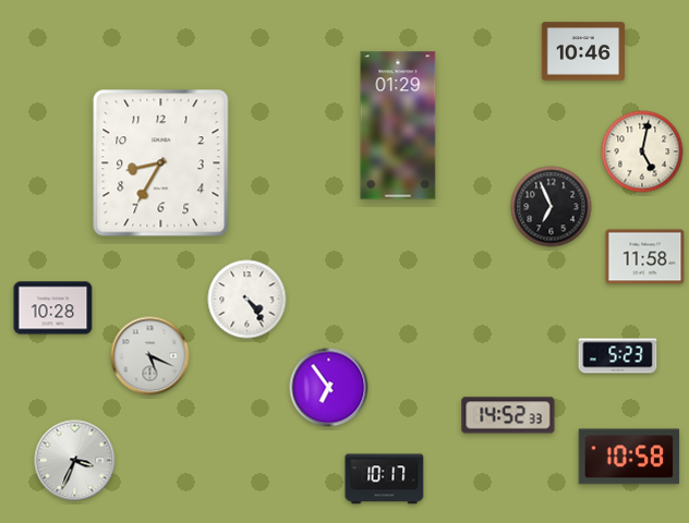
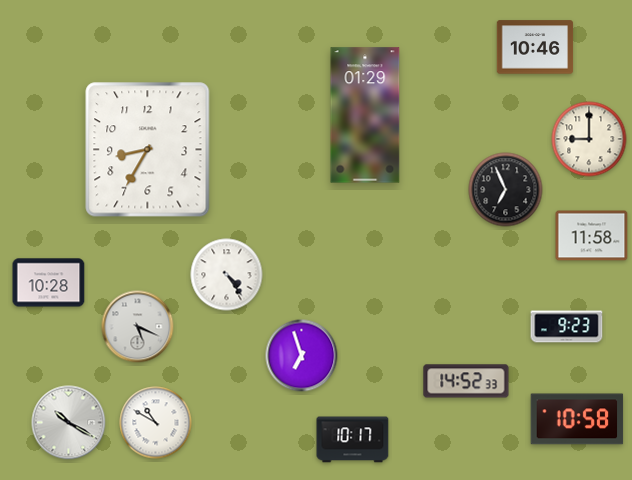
clock at (642, 151): 5:02 -> 9:00
clock at (618, 356): 5:23 -> 9:23
clock at (329, 388): 6:54 -> 6:57
clock at (75, 461): 3:34 -> 10:20
clock at (156, 423): none -> 10:50
